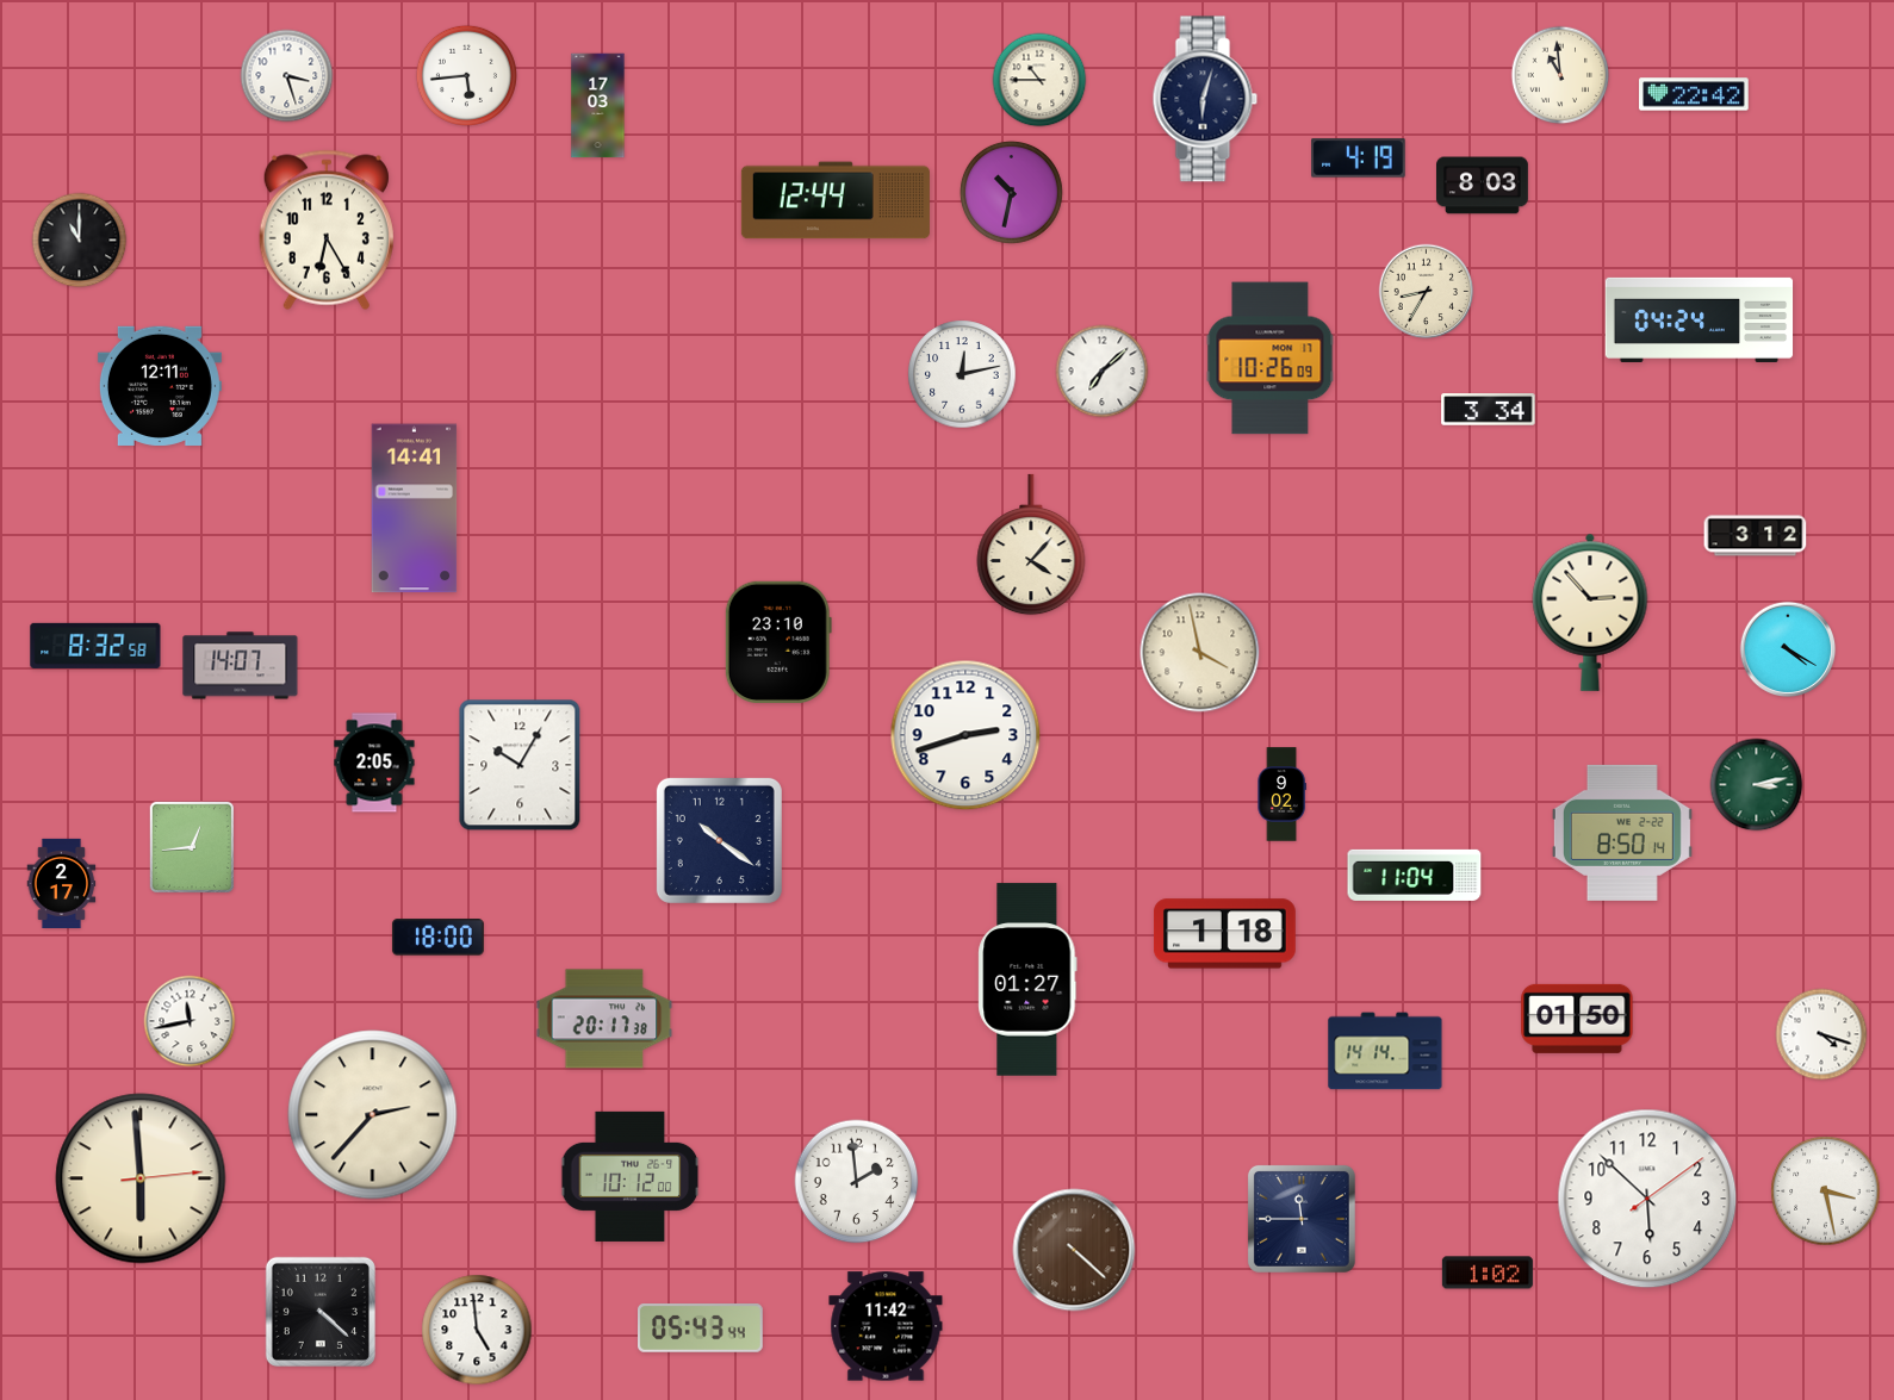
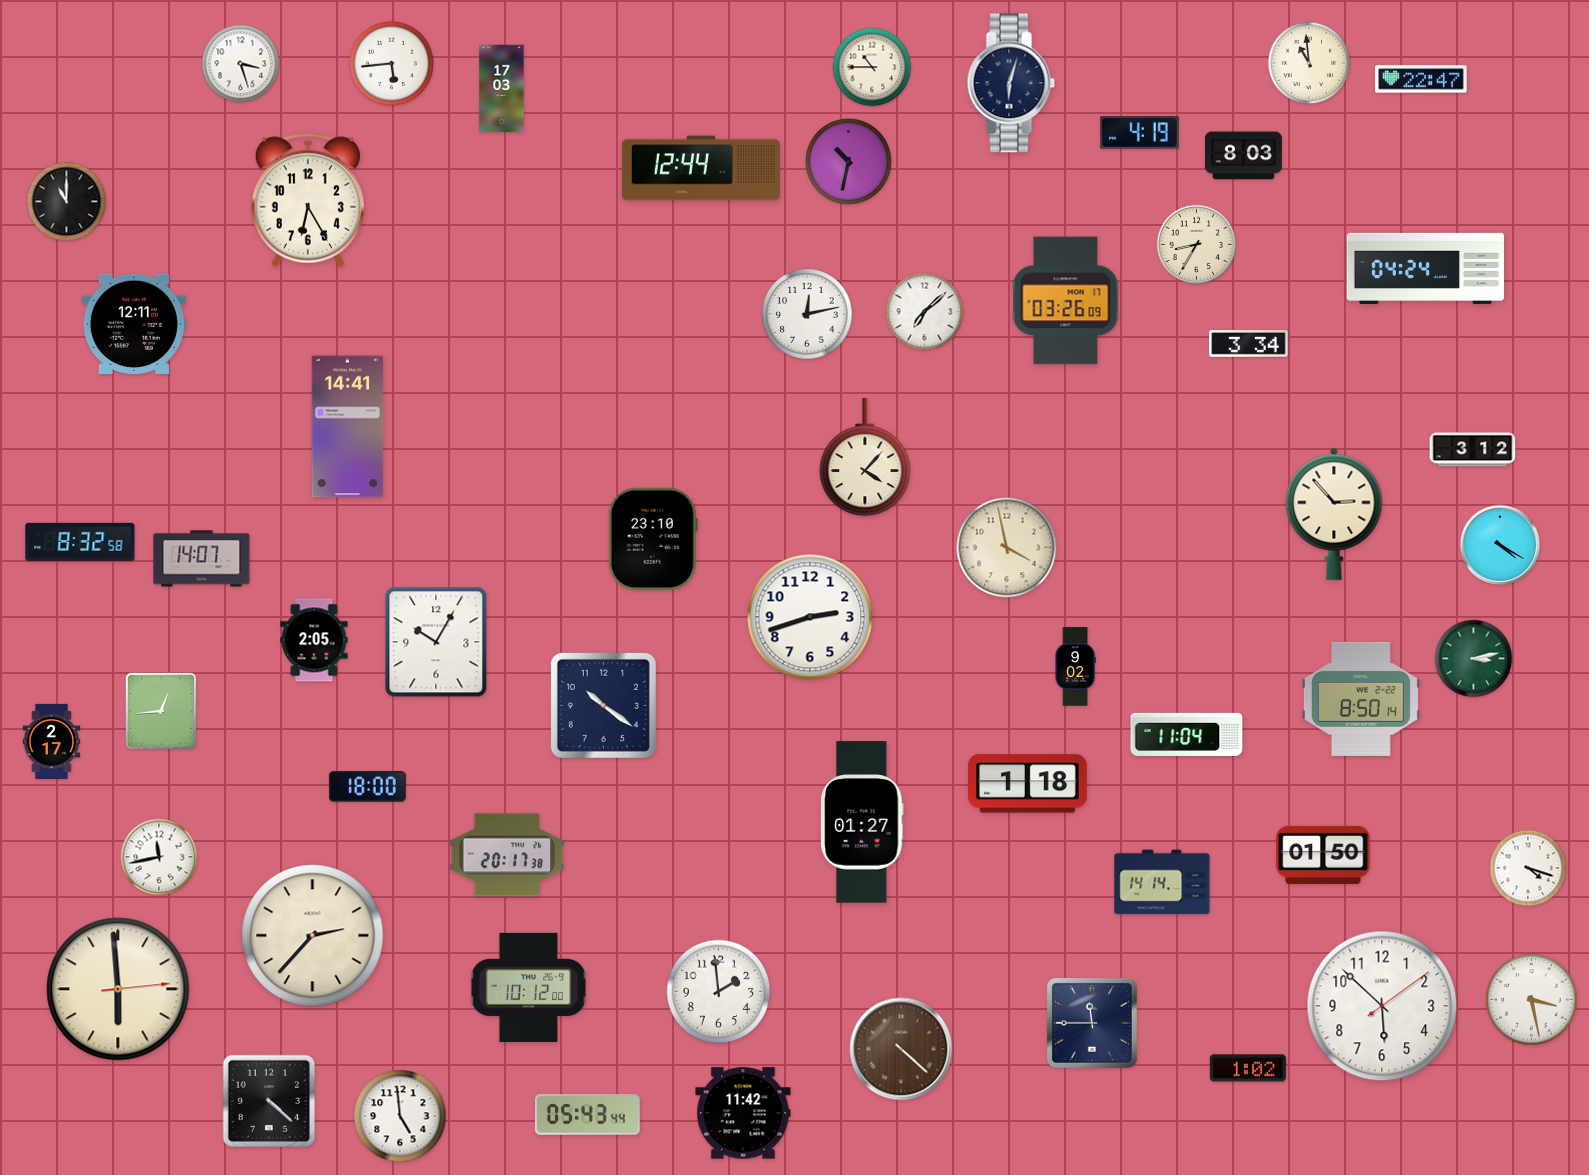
clock at (1694, 94): 22:42 -> 22:47
clock at (327, 230) position: (327, 230) -> (308, 200)
clock at (1271, 359): 10:26 -> 03:26
